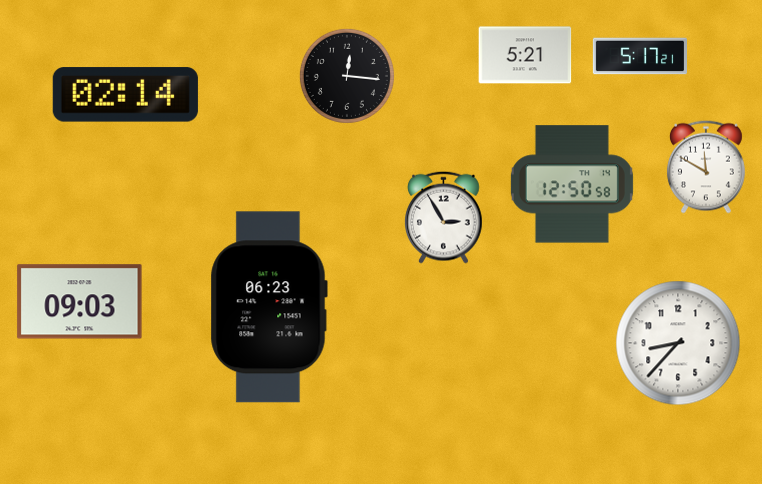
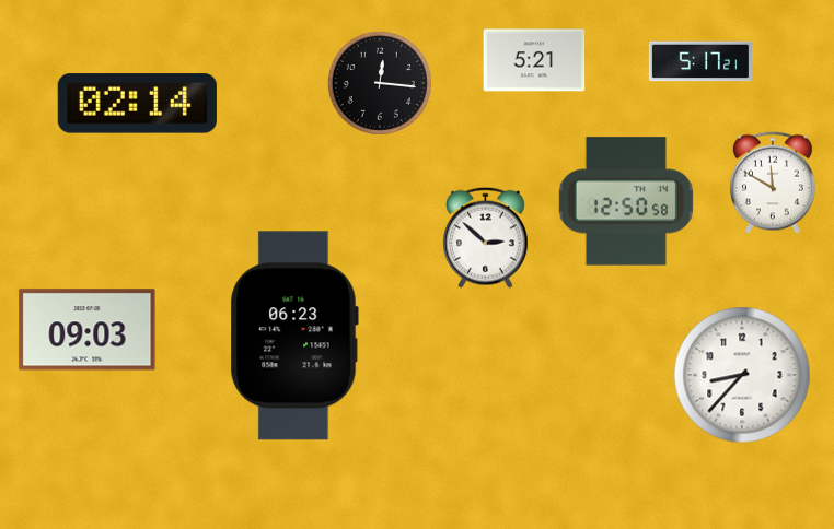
clock at (525, 55) position: (525, 55) -> (534, 60)
clock at (444, 217): 2:55 -> 2:52
